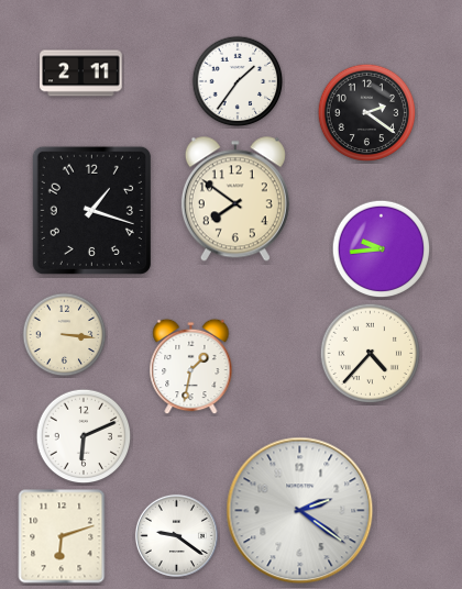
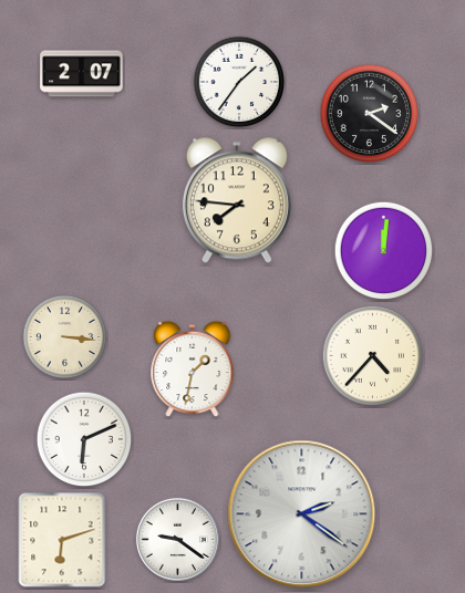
clock at (81, 74): 2:11 -> 2:07
clock at (235, 199): 7:51 -> 7:46
clock at (91, 210): 1:18 -> none
clock at (382, 249): 9:44 -> 12:01
